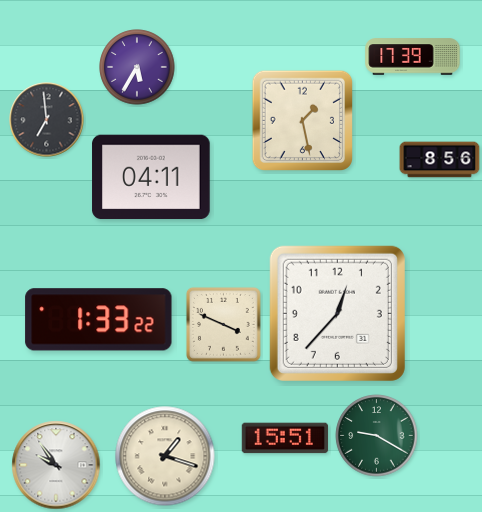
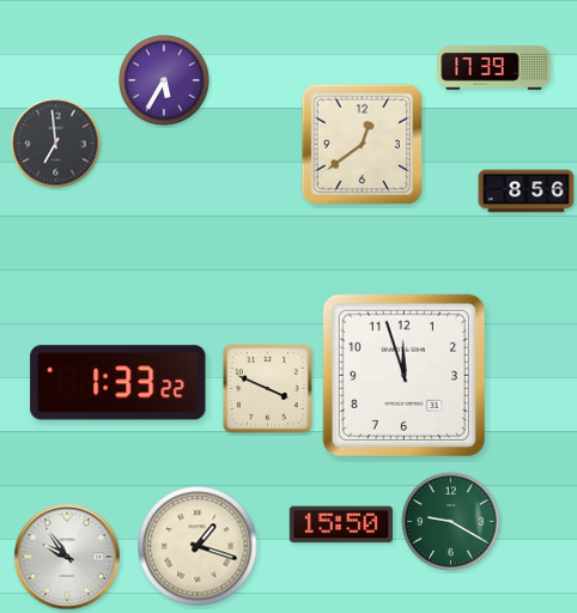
clock at (303, 121): 1:28 -> 12:39
clock at (151, 177): 04:11 -> none
clock at (337, 313): 12:37 -> 11:57
clock at (285, 438): 15:51 -> 15:50
